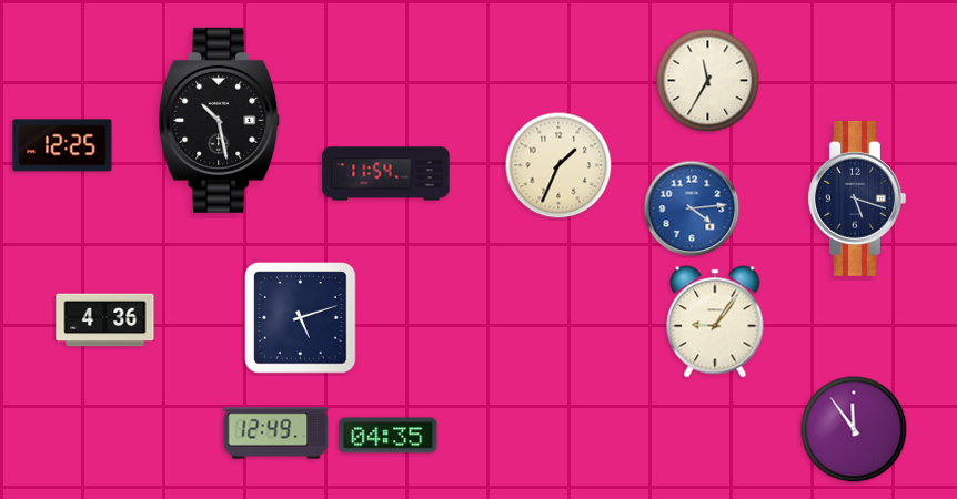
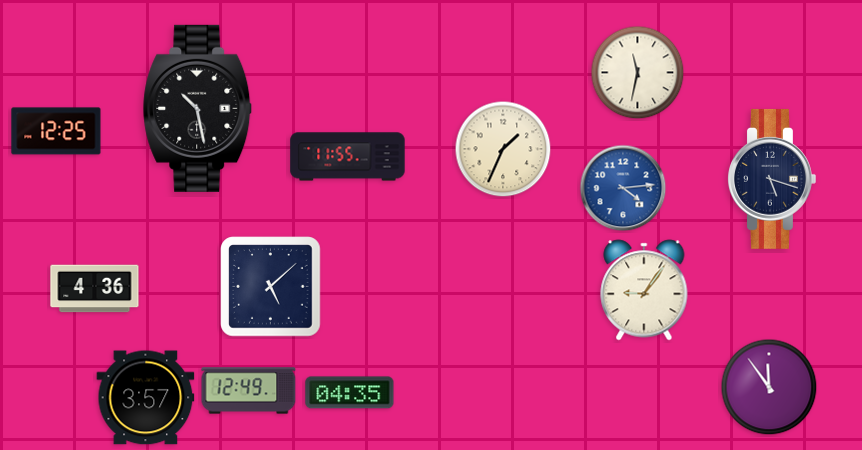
clock at (708, 81): 11:35 -> 11:32
clock at (386, 174): 11:54 -> 11:55
clock at (301, 318): 5:12 -> 5:08
clock at (146, 398): none -> 3:57
